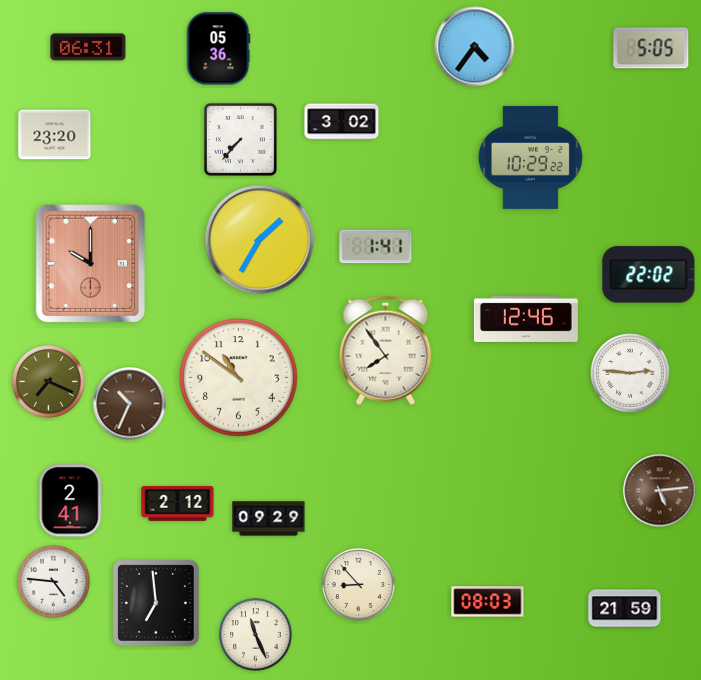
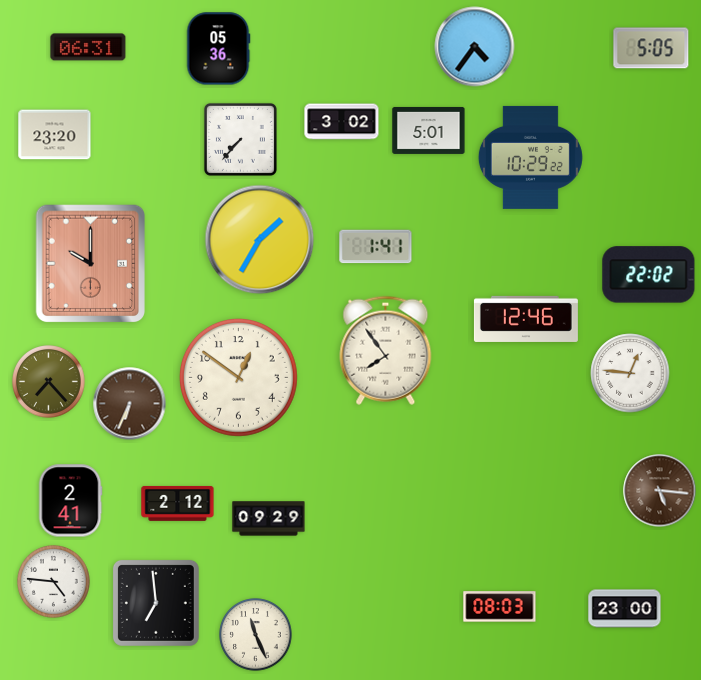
clock at (429, 130): none -> 5:01
clock at (630, 373): 2:46 -> 12:46
clock at (238, 377): 10:51 -> 12:51
clock at (49, 382): 7:19 -> 7:23
clock at (130, 404): 10:34 -> 6:34
clock at (660, 491): 5:14 -> 5:16
clock at (359, 585): 8:53 -> none
clock at (488, 602) position: (488, 602) -> (500, 607)
clock at (625, 609): 21:59 -> 23:00
